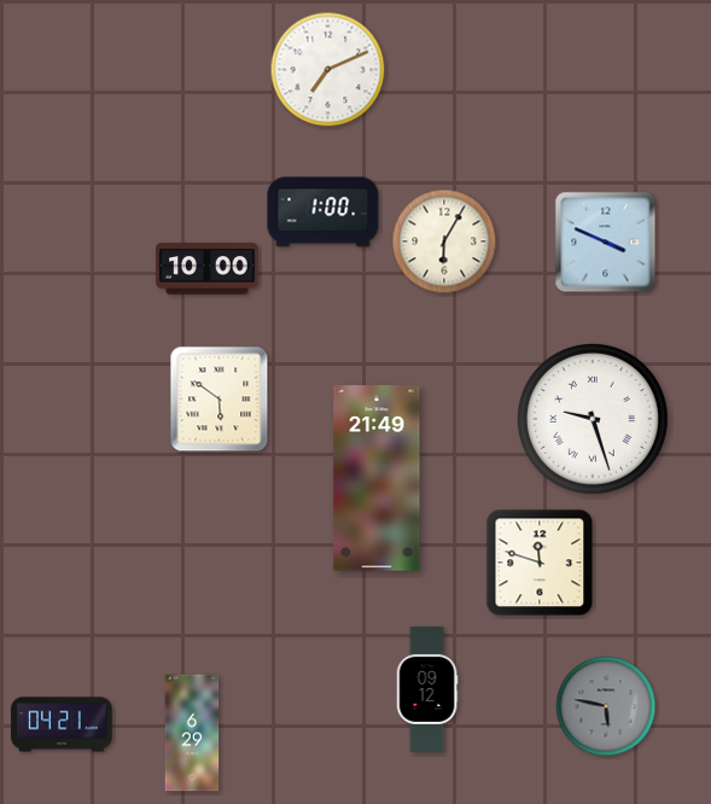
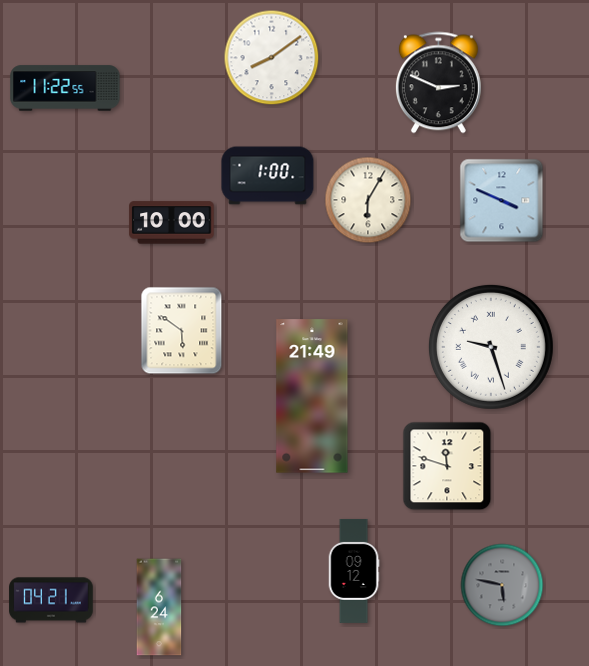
clock at (328, 70): 7:11 -> 8:09
clock at (438, 83): none -> 2:49
clock at (65, 88): none -> 11:22
clock at (192, 733): 6:29 -> 6:24
